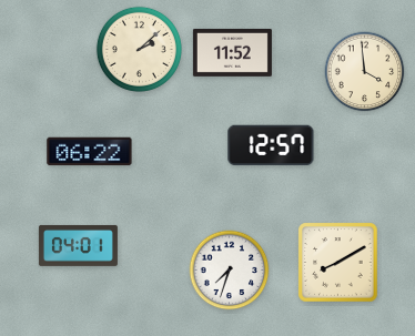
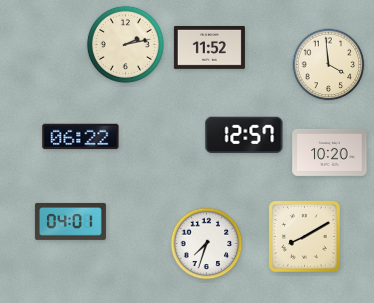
clock at (139, 49): 2:08 -> 2:13
clock at (271, 145) position: (271, 145) -> (244, 135)
clock at (330, 152): none -> 10:20
